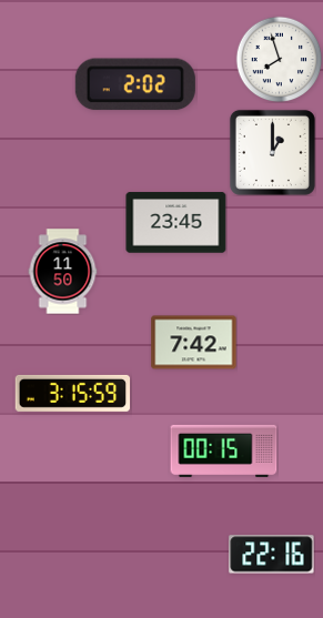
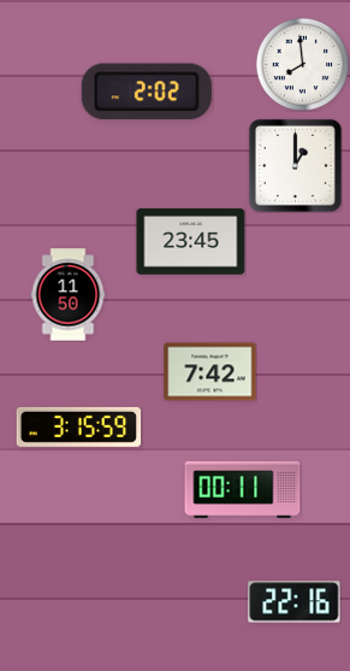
clock at (279, 59): 7:57 -> 7:59
clock at (224, 450): 00:15 -> 00:11
